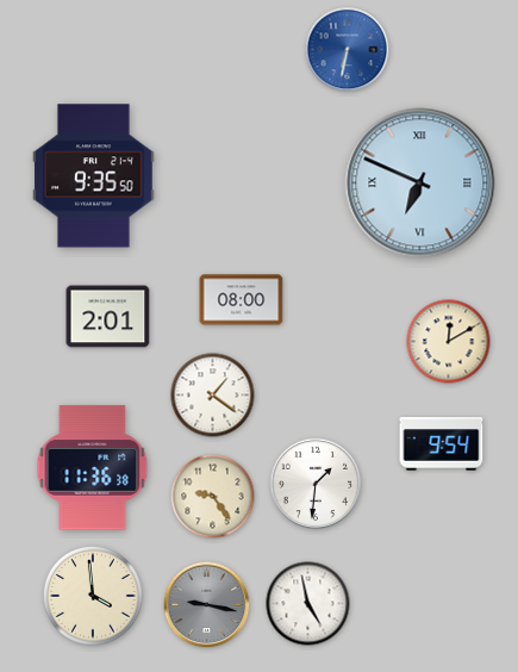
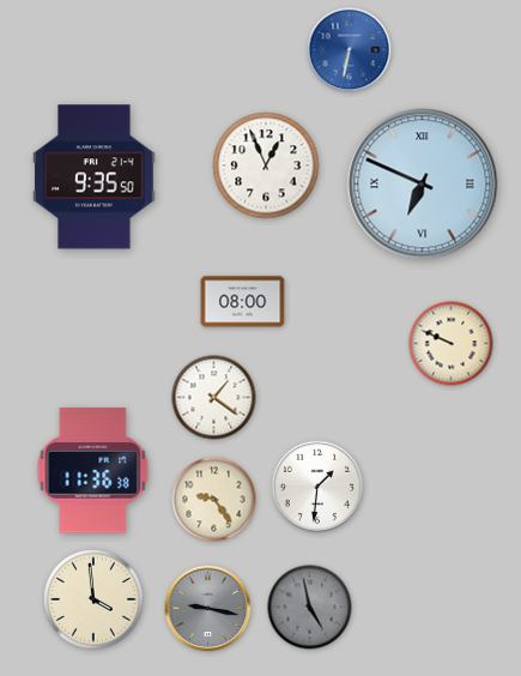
clock at (266, 165): none -> 12:56
clock at (108, 317): 2:01 -> none
clock at (449, 342): 12:10 -> 9:49
clock at (442, 444): 9:54 -> none
clock at (308, 604) dial: white -> grey
